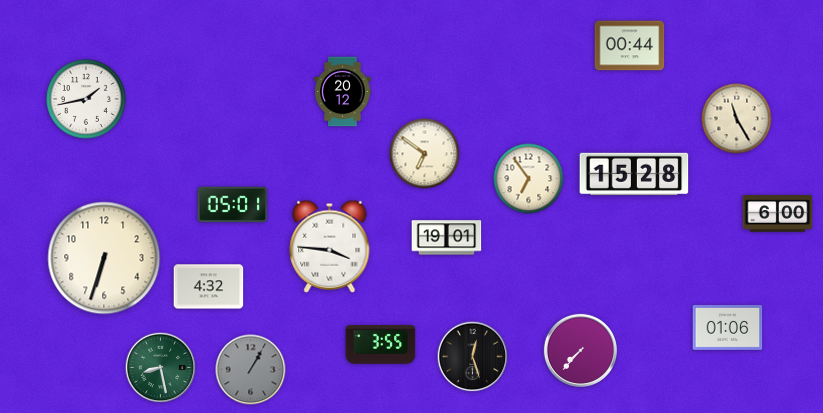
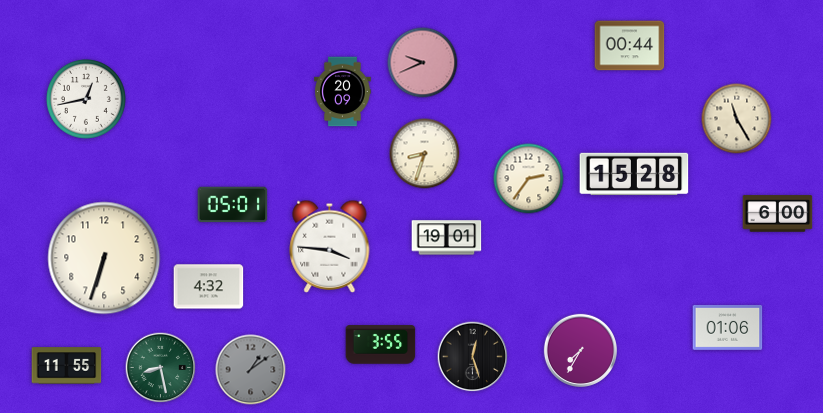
clock at (423, 63): none -> 9:41
clock at (343, 92): 20:12 -> 20:09
clock at (86, 99): 1:43 -> 12:43
clock at (425, 154): 6:51 -> 8:33
clock at (529, 179): 6:54 -> 2:36
clock at (580, 350): 7:37 -> 7:35
clock at (67, 366): none -> 11:55
clock at (251, 370): 1:05 -> 1:09
